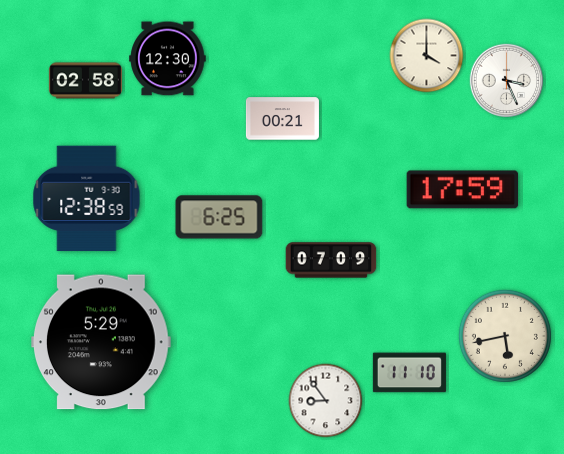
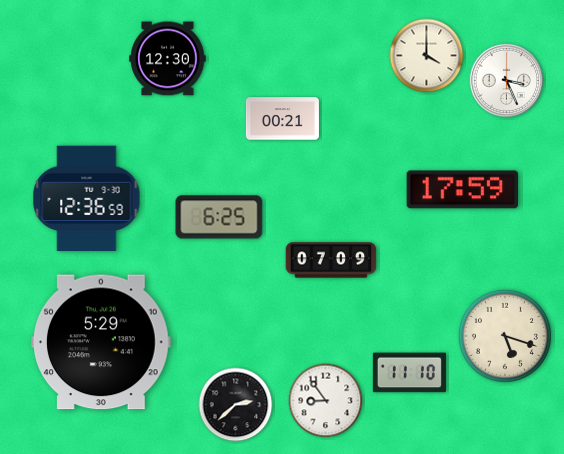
clock at (85, 81): 02:58 -> none
clock at (87, 199): 12:38 -> 12:36
clock at (505, 336): 5:43 -> 5:18
clock at (236, 405): none -> 2:38
